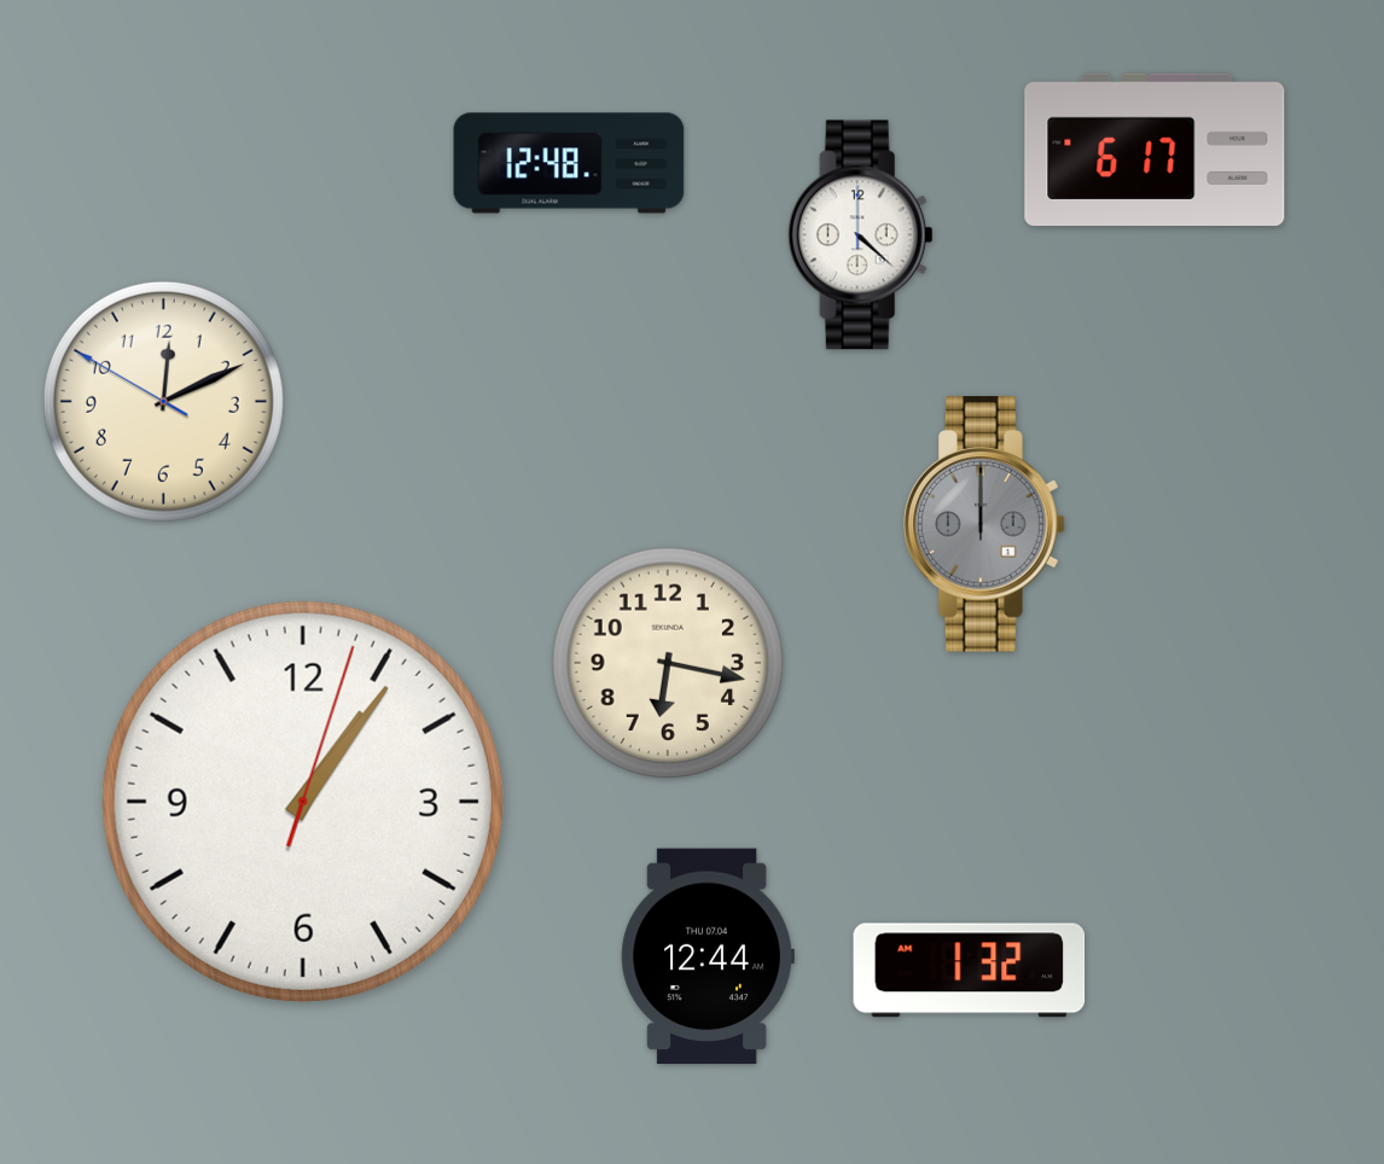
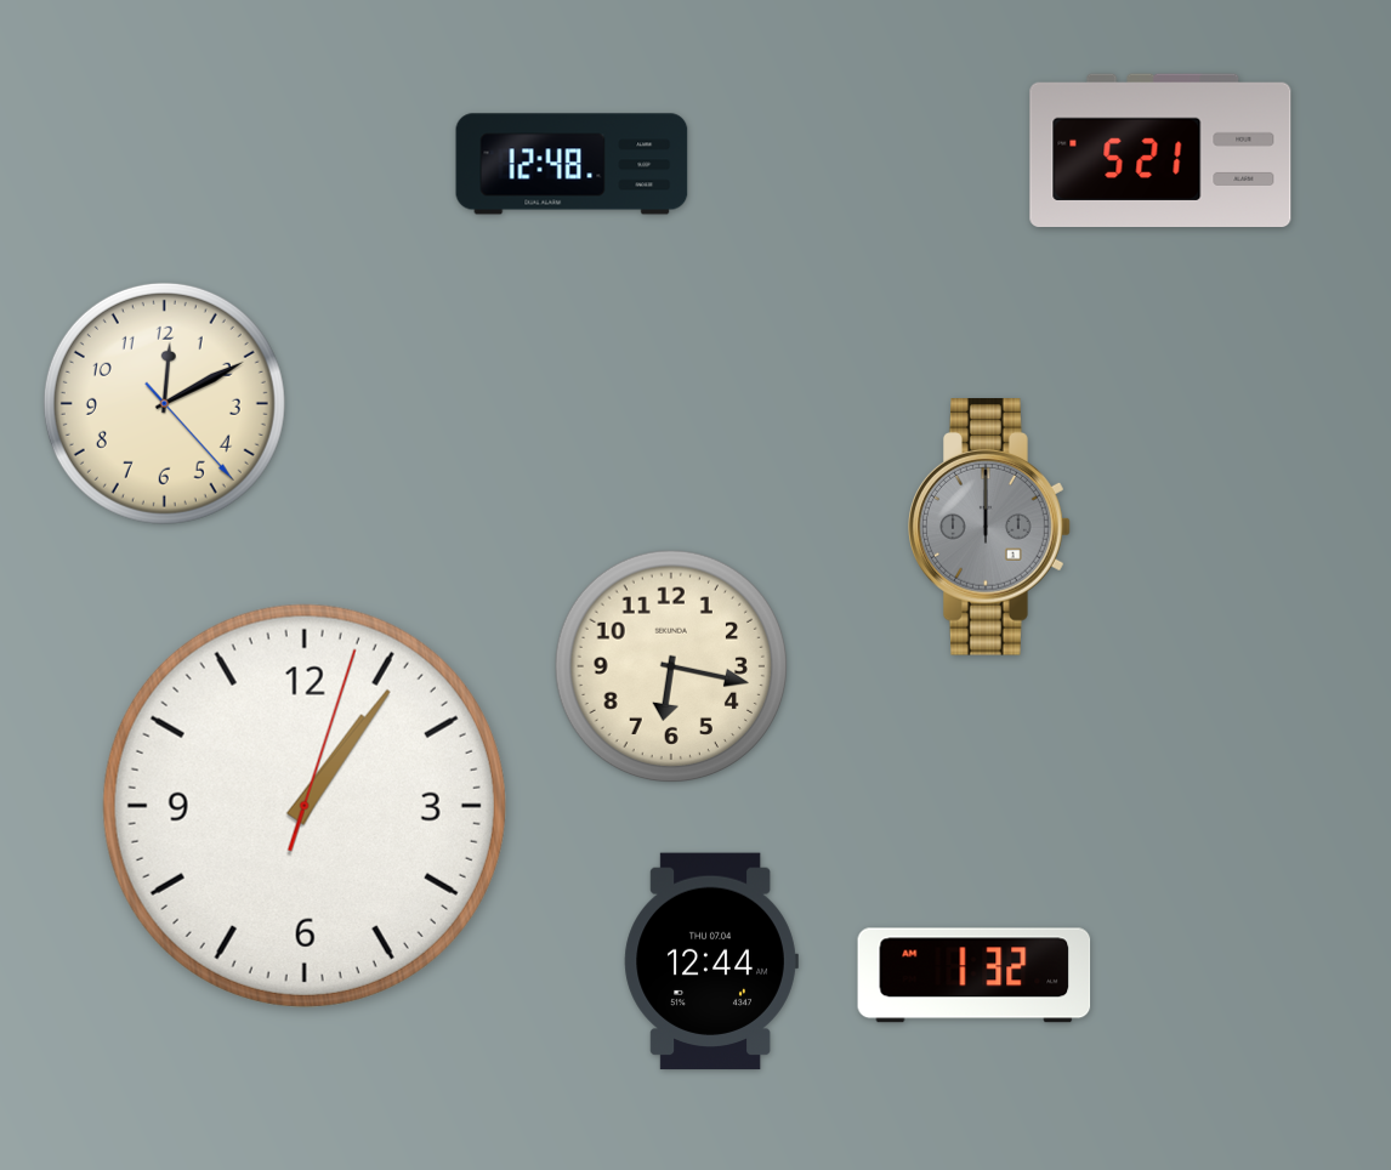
clock at (1155, 149): 6:17 -> 5:21
clock at (860, 235): 4:22 -> none
clock at (163, 401): 12:10:50 -> 12:10:23
